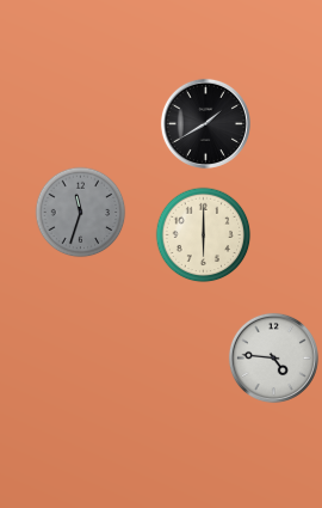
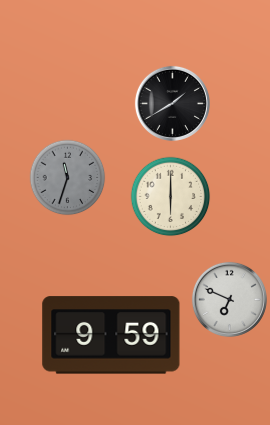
clock at (273, 357): 4:46 -> 6:49
clock at (111, 335): none -> 9:59
